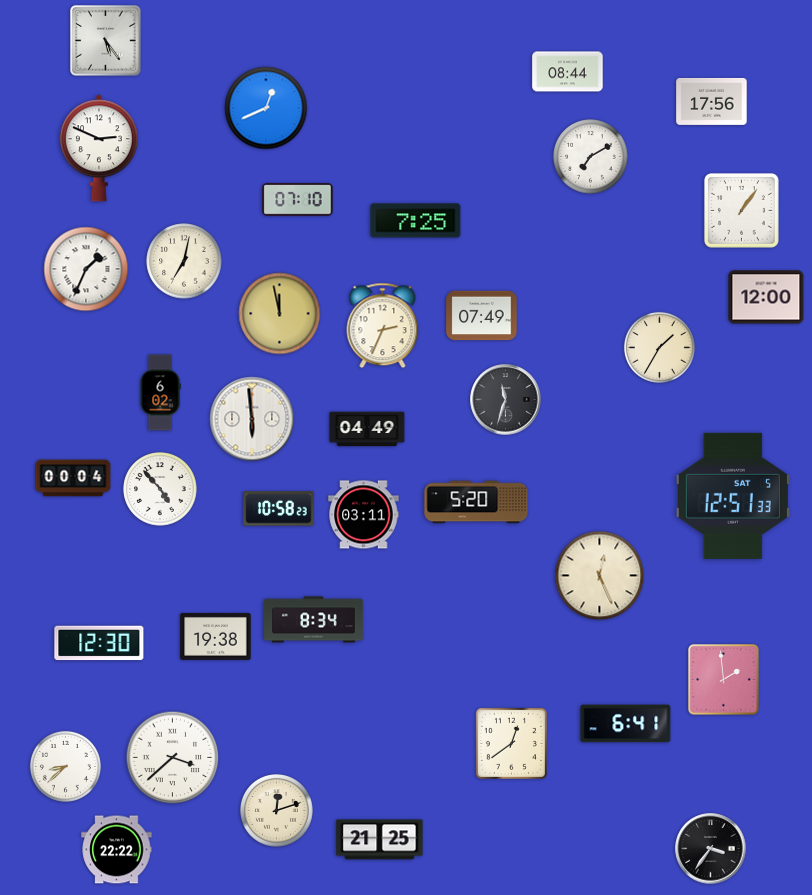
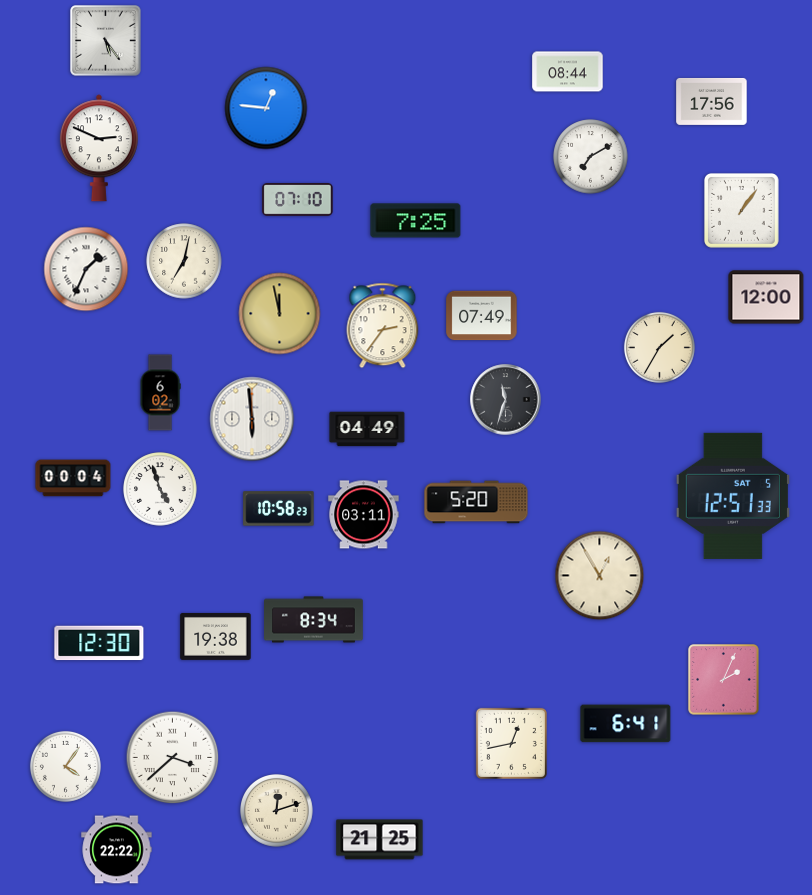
clock at (266, 108): 12:41 -> 12:46
clock at (383, 326): 2:34 -> 2:36
clock at (160, 489): 4:53 -> 4:57
clock at (600, 576): 12:26 -> 12:55
clock at (724, 680): 1:59 -> 2:04
clock at (511, 743): 12:39 -> 12:43
clock at (65, 766): 8:38 -> 4:06
clock at (711, 849): 3:36 -> none
